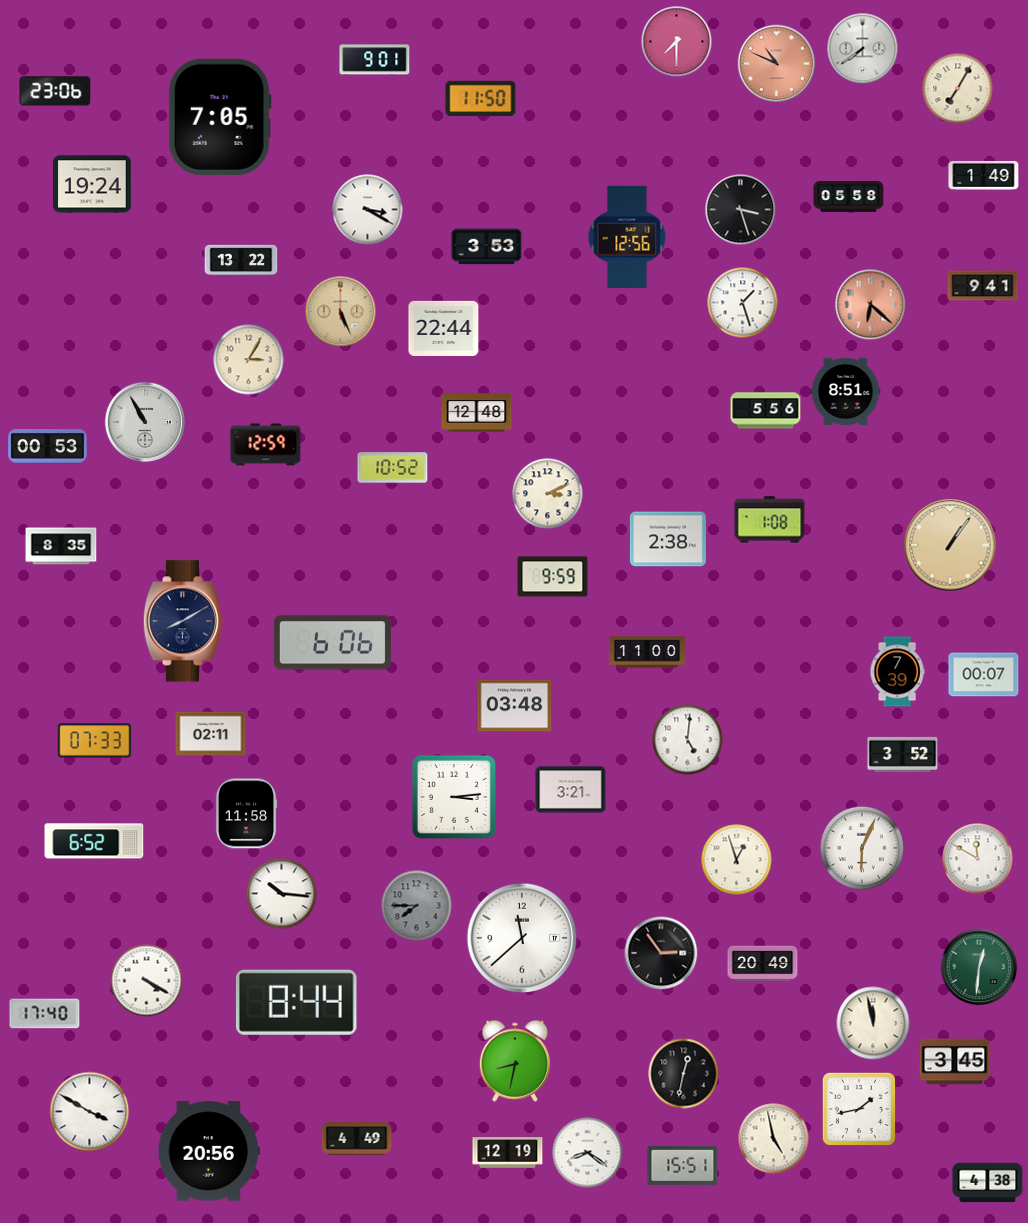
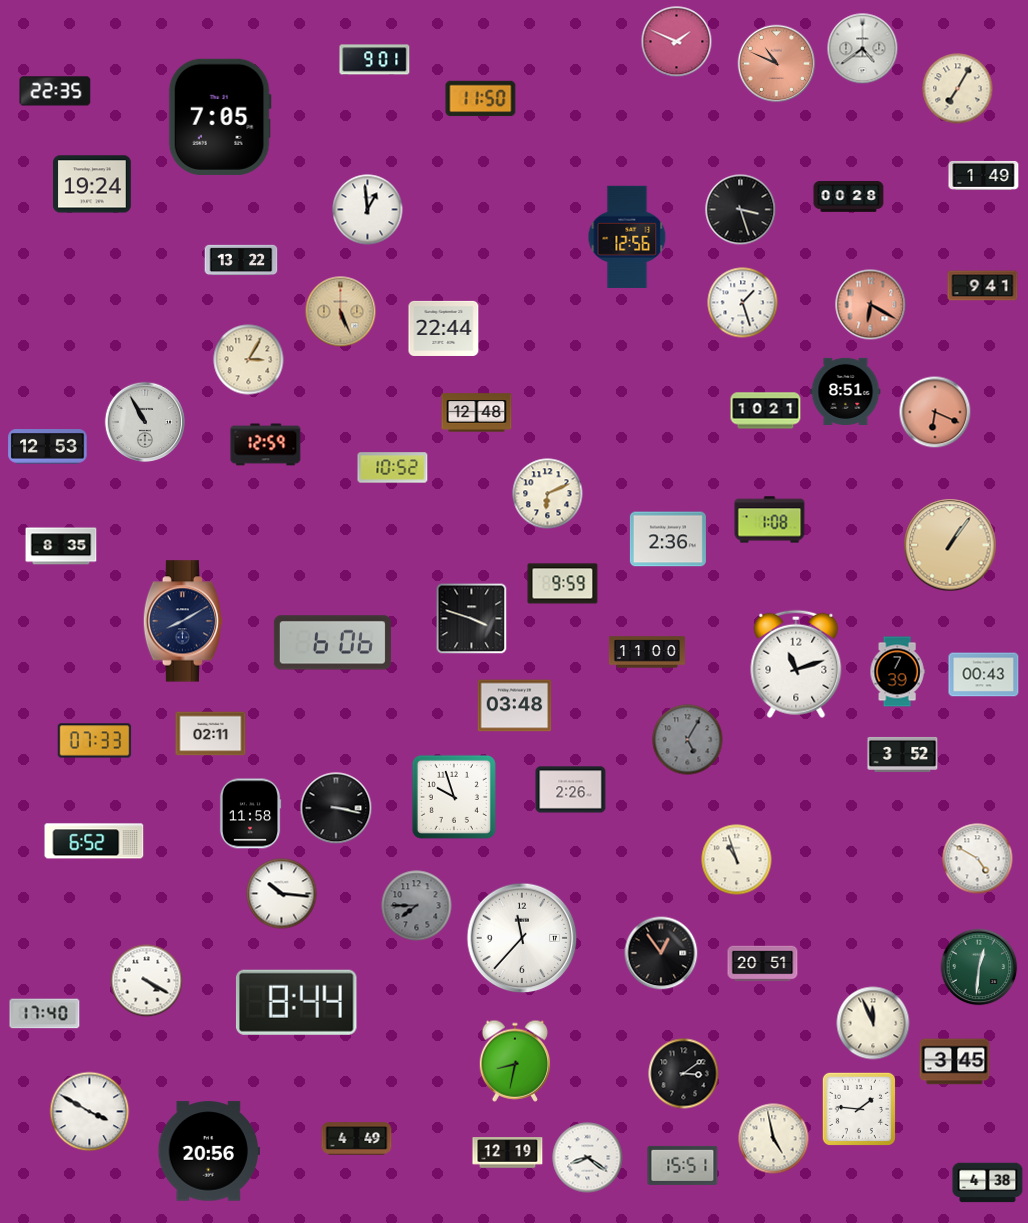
clock at (677, 42): 7:30 -> 1:49
clock at (863, 49): 7:39 -> 4:39
clock at (55, 91): 23:06 -> 22:35
clock at (849, 197): 05:58 -> 00:28
clock at (368, 210): 3:20 -> 12:59
clock at (487, 247): 3:53 -> none
clock at (871, 305): 6:22 -> 6:20
clock at (766, 411): 5:56 -> 10:21
clock at (935, 412): none -> 6:19
clock at (48, 447): 00:53 -> 12:53
clock at (548, 494): 3:11 -> 6:11
clock at (668, 539): 2:38 -> 2:36
clock at (553, 577) position: (553, 577) -> (563, 584)
clock at (472, 619): none -> 3:48
clock at (796, 664): none -> 11:12
clock at (984, 675): 00:07 -> 00:43
clock at (688, 740): 5:01 -> 5:05
clock at (688, 740) dial: white -> grey
clock at (571, 790): 3:21 -> 2:26
clock at (454, 797): 3:14 -> 9:57
clock at (336, 808): none -> 3:17
clock at (246, 814) position: (246, 814) -> (250, 814)
clock at (862, 848): 6:04 -> none
clock at (978, 859): 11:50 -> 4:50
clock at (737, 860): 12:57 -> 10:57
clock at (522, 938): 11:38 -> 11:37
clock at (661, 953): 2:54 -> 12:54
clock at (763, 964): 20:49 -> 20:51
clock at (873, 1023): 11:58 -> 11:56
clock at (684, 1074): 12:32 -> 3:09
clock at (859, 1109): 1:43 -> 1:46
clock at (588, 1153) position: (588, 1153) -> (588, 1158)
